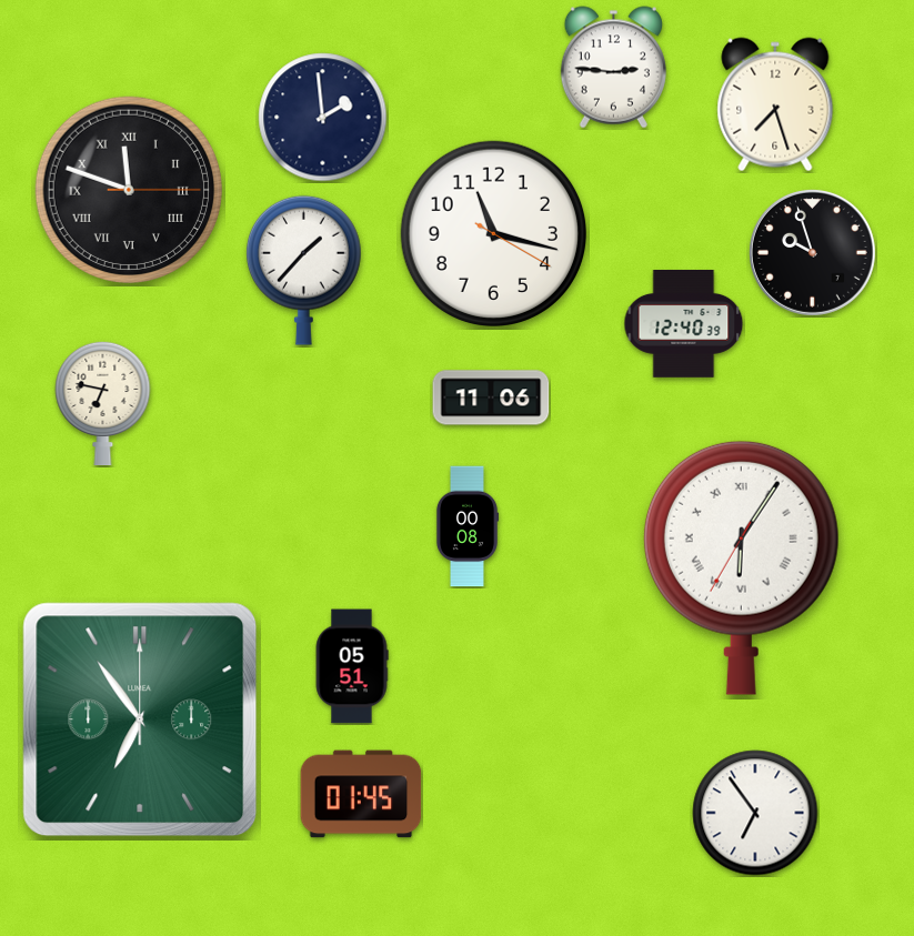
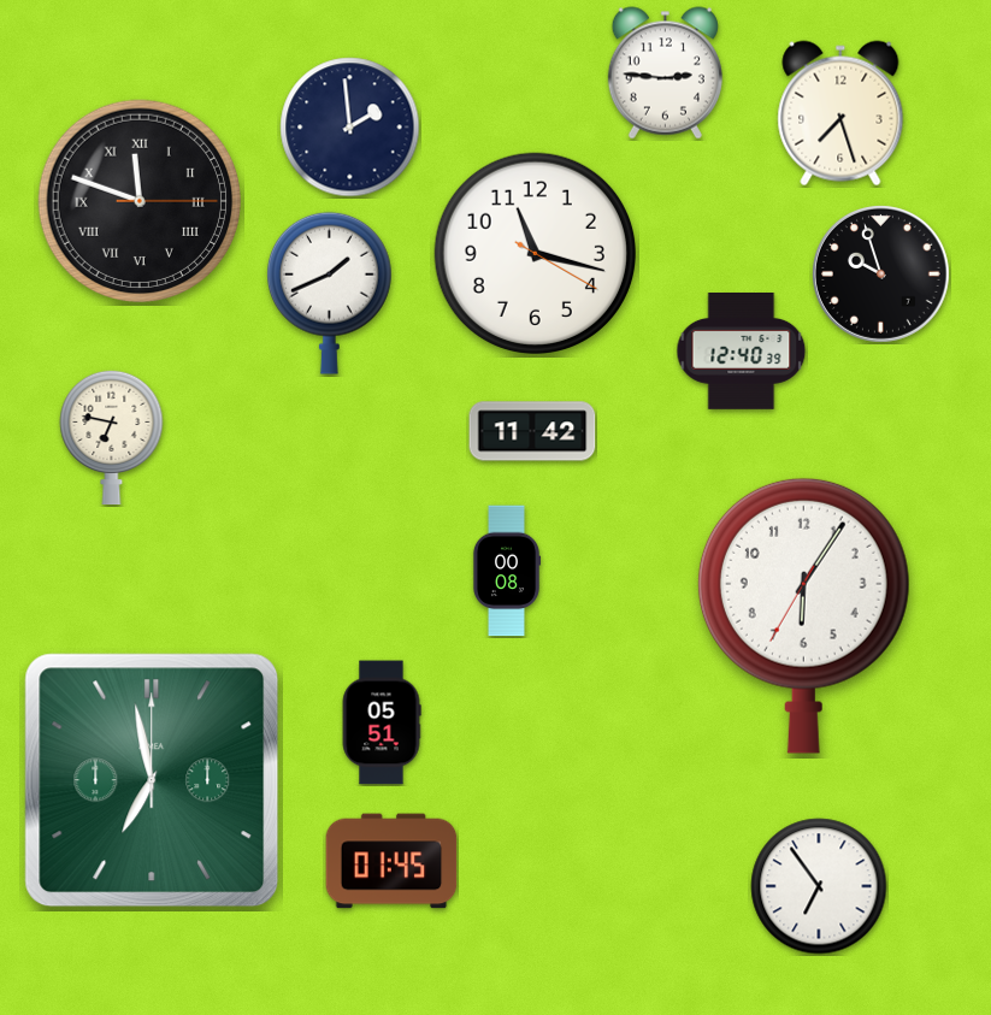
clock at (128, 189) position: (128, 189) -> (138, 200)
clock at (303, 270): 1:37 -> 1:41
clock at (491, 397): 11:06 -> 11:42
clock at (741, 567) numerals: Roman -> Arabic
clock at (140, 719): 6:54 -> 6:58
clock at (755, 813) position: (755, 813) -> (819, 886)
